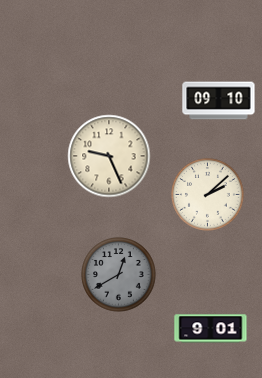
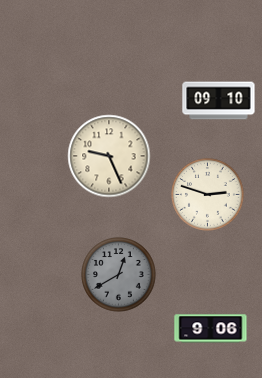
clock at (208, 195): 2:08 -> 2:48
clock at (211, 329): 9:01 -> 9:06
